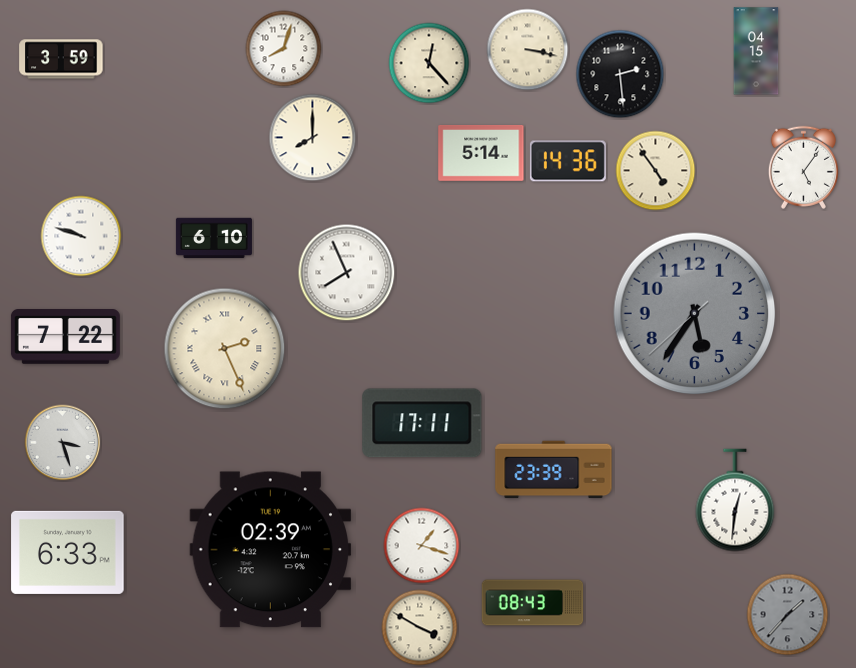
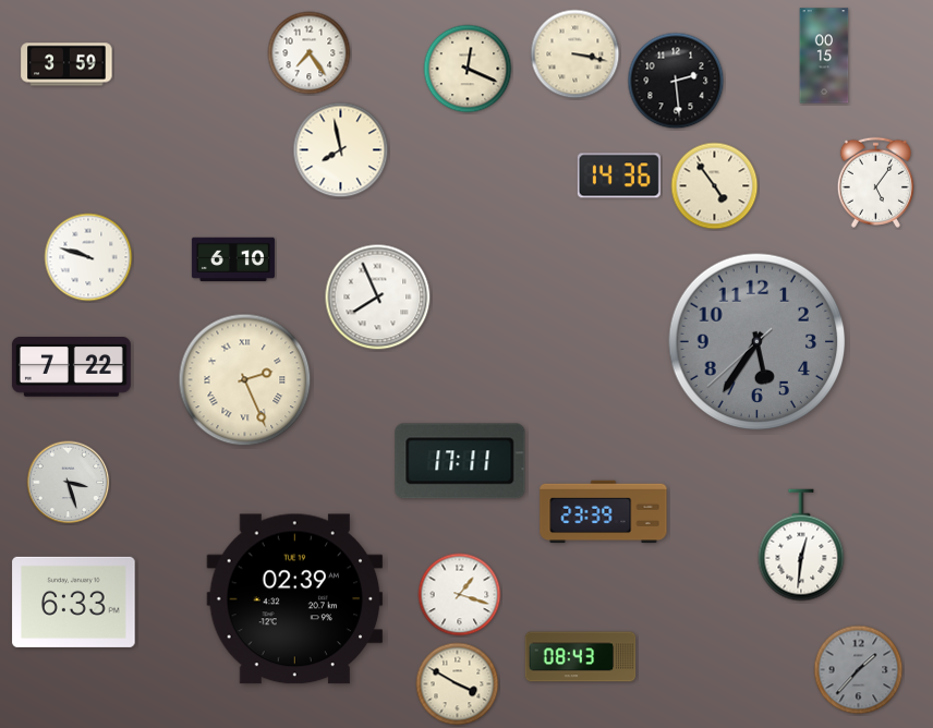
clock at (284, 49): 8:03 -> 7:24
clock at (756, 51): 04:15 -> 00:15
clock at (429, 63): 12:23 -> 12:19
clock at (313, 138): 8:00 -> 7:58
clock at (481, 153): 5:14 -> none
